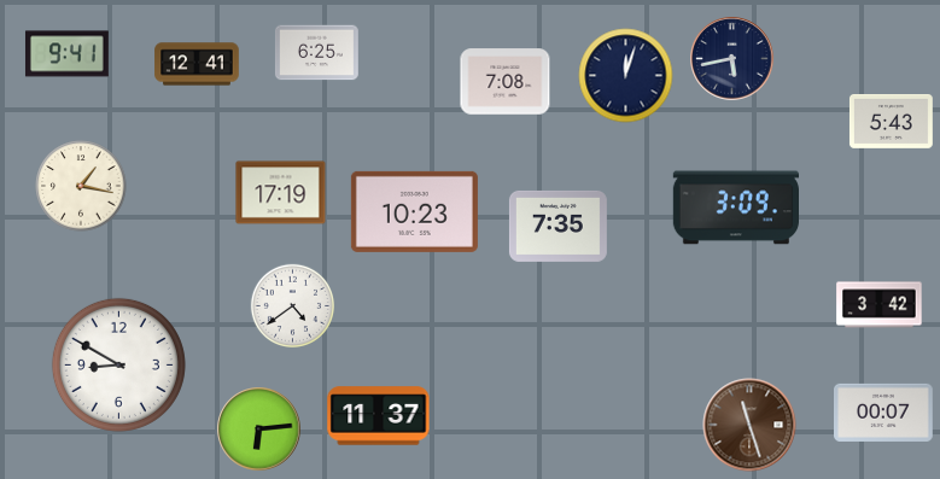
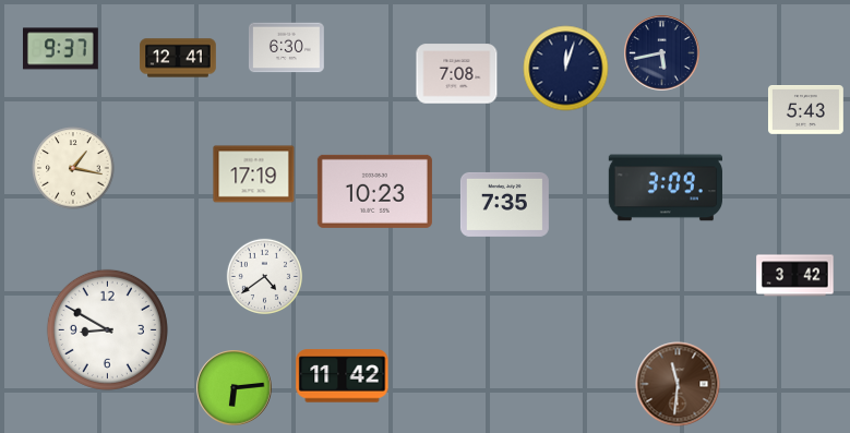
clock at (316, 53): 6:25 -> 6:30
clock at (66, 54): 9:41 -> 9:37
clock at (884, 413): 00:07 -> none
clock at (379, 416): 11:37 -> 11:42
clock at (749, 425): 11:27 -> 11:31
